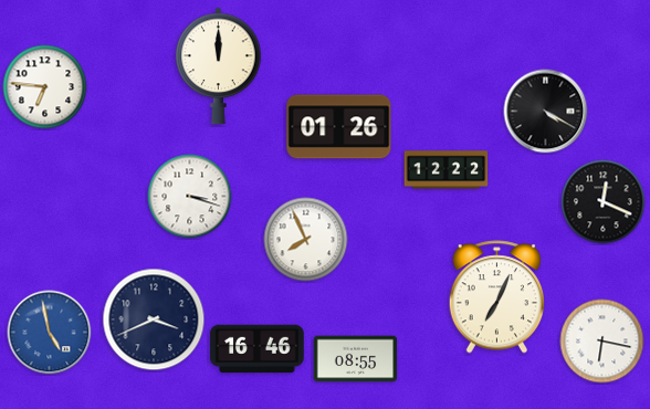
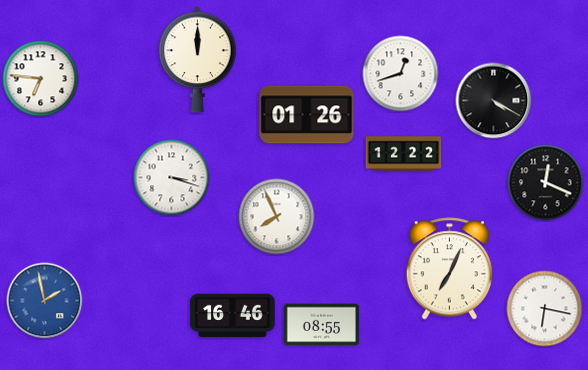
clock at (401, 74): none -> 12:42
clock at (154, 319): 3:41 -> none
clock at (50, 333): 4:58 -> 1:58
